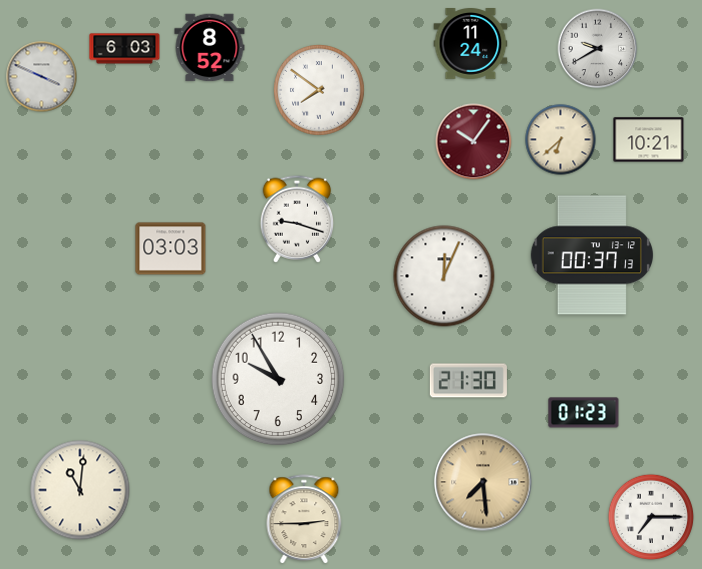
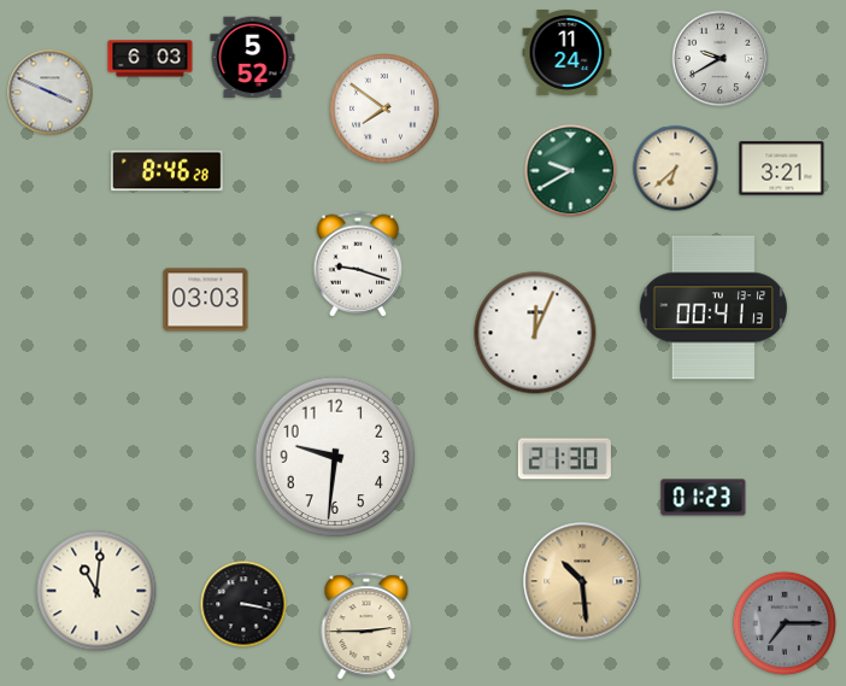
clock at (210, 48): 8:52 -> 5:52
clock at (649, 140): 10:21 -> 3:21
clock at (166, 171): none -> 8:46
clock at (474, 142): 10:06 -> 9:40
clock at (474, 142) dial: burgundy -> green
clock at (591, 255): 00:37 -> 00:41
clock at (278, 379): 9:55 -> 9:31
clock at (483, 482): 7:29 -> 10:29
clock at (243, 604): none -> 3:17
clock at (651, 517) dial: white -> grey
